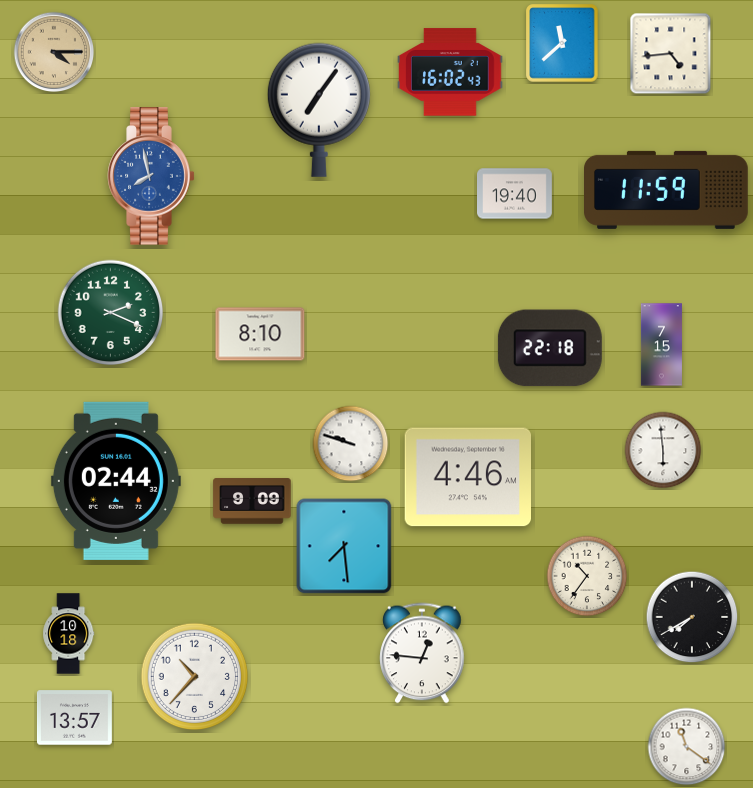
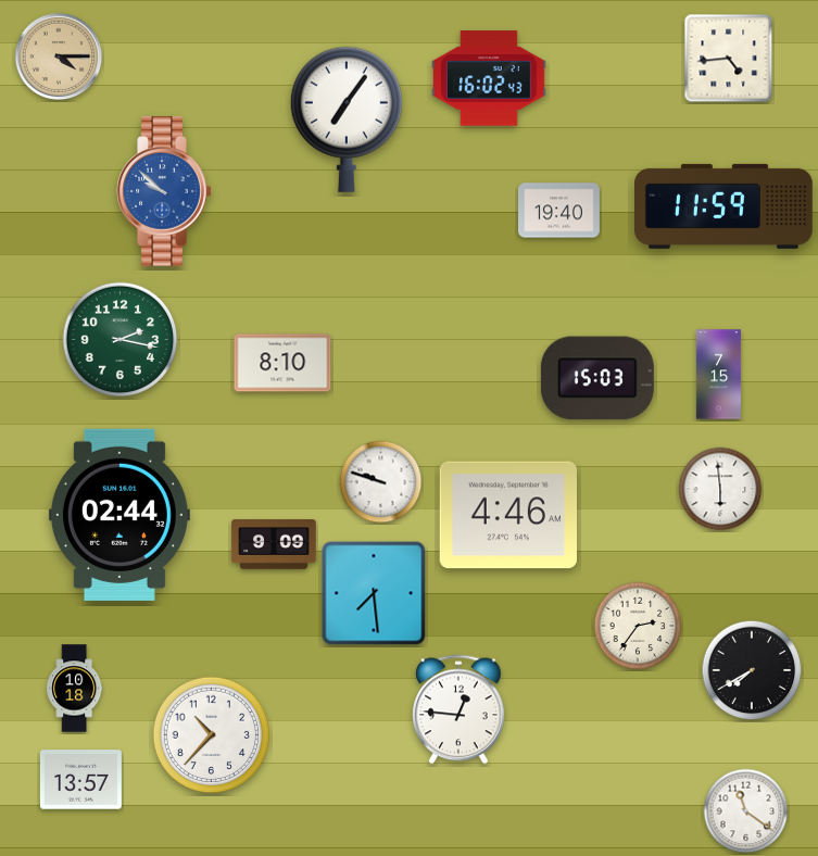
clock at (562, 43): 11:38 -> none
clock at (151, 176): 7:58 -> 9:52
clock at (111, 313): 2:19 -> 2:17
clock at (550, 348): 22:18 -> 15:03
clock at (467, 477) position: (467, 477) -> (507, 515)
clock at (116, 481) position: (116, 481) -> (119, 515)
clock at (587, 576): 10:36 -> 2:36
